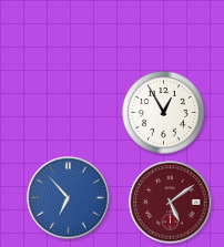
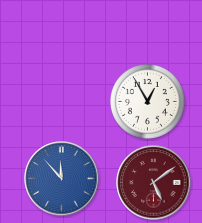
clock at (69, 198): 6:53 -> 11:53
